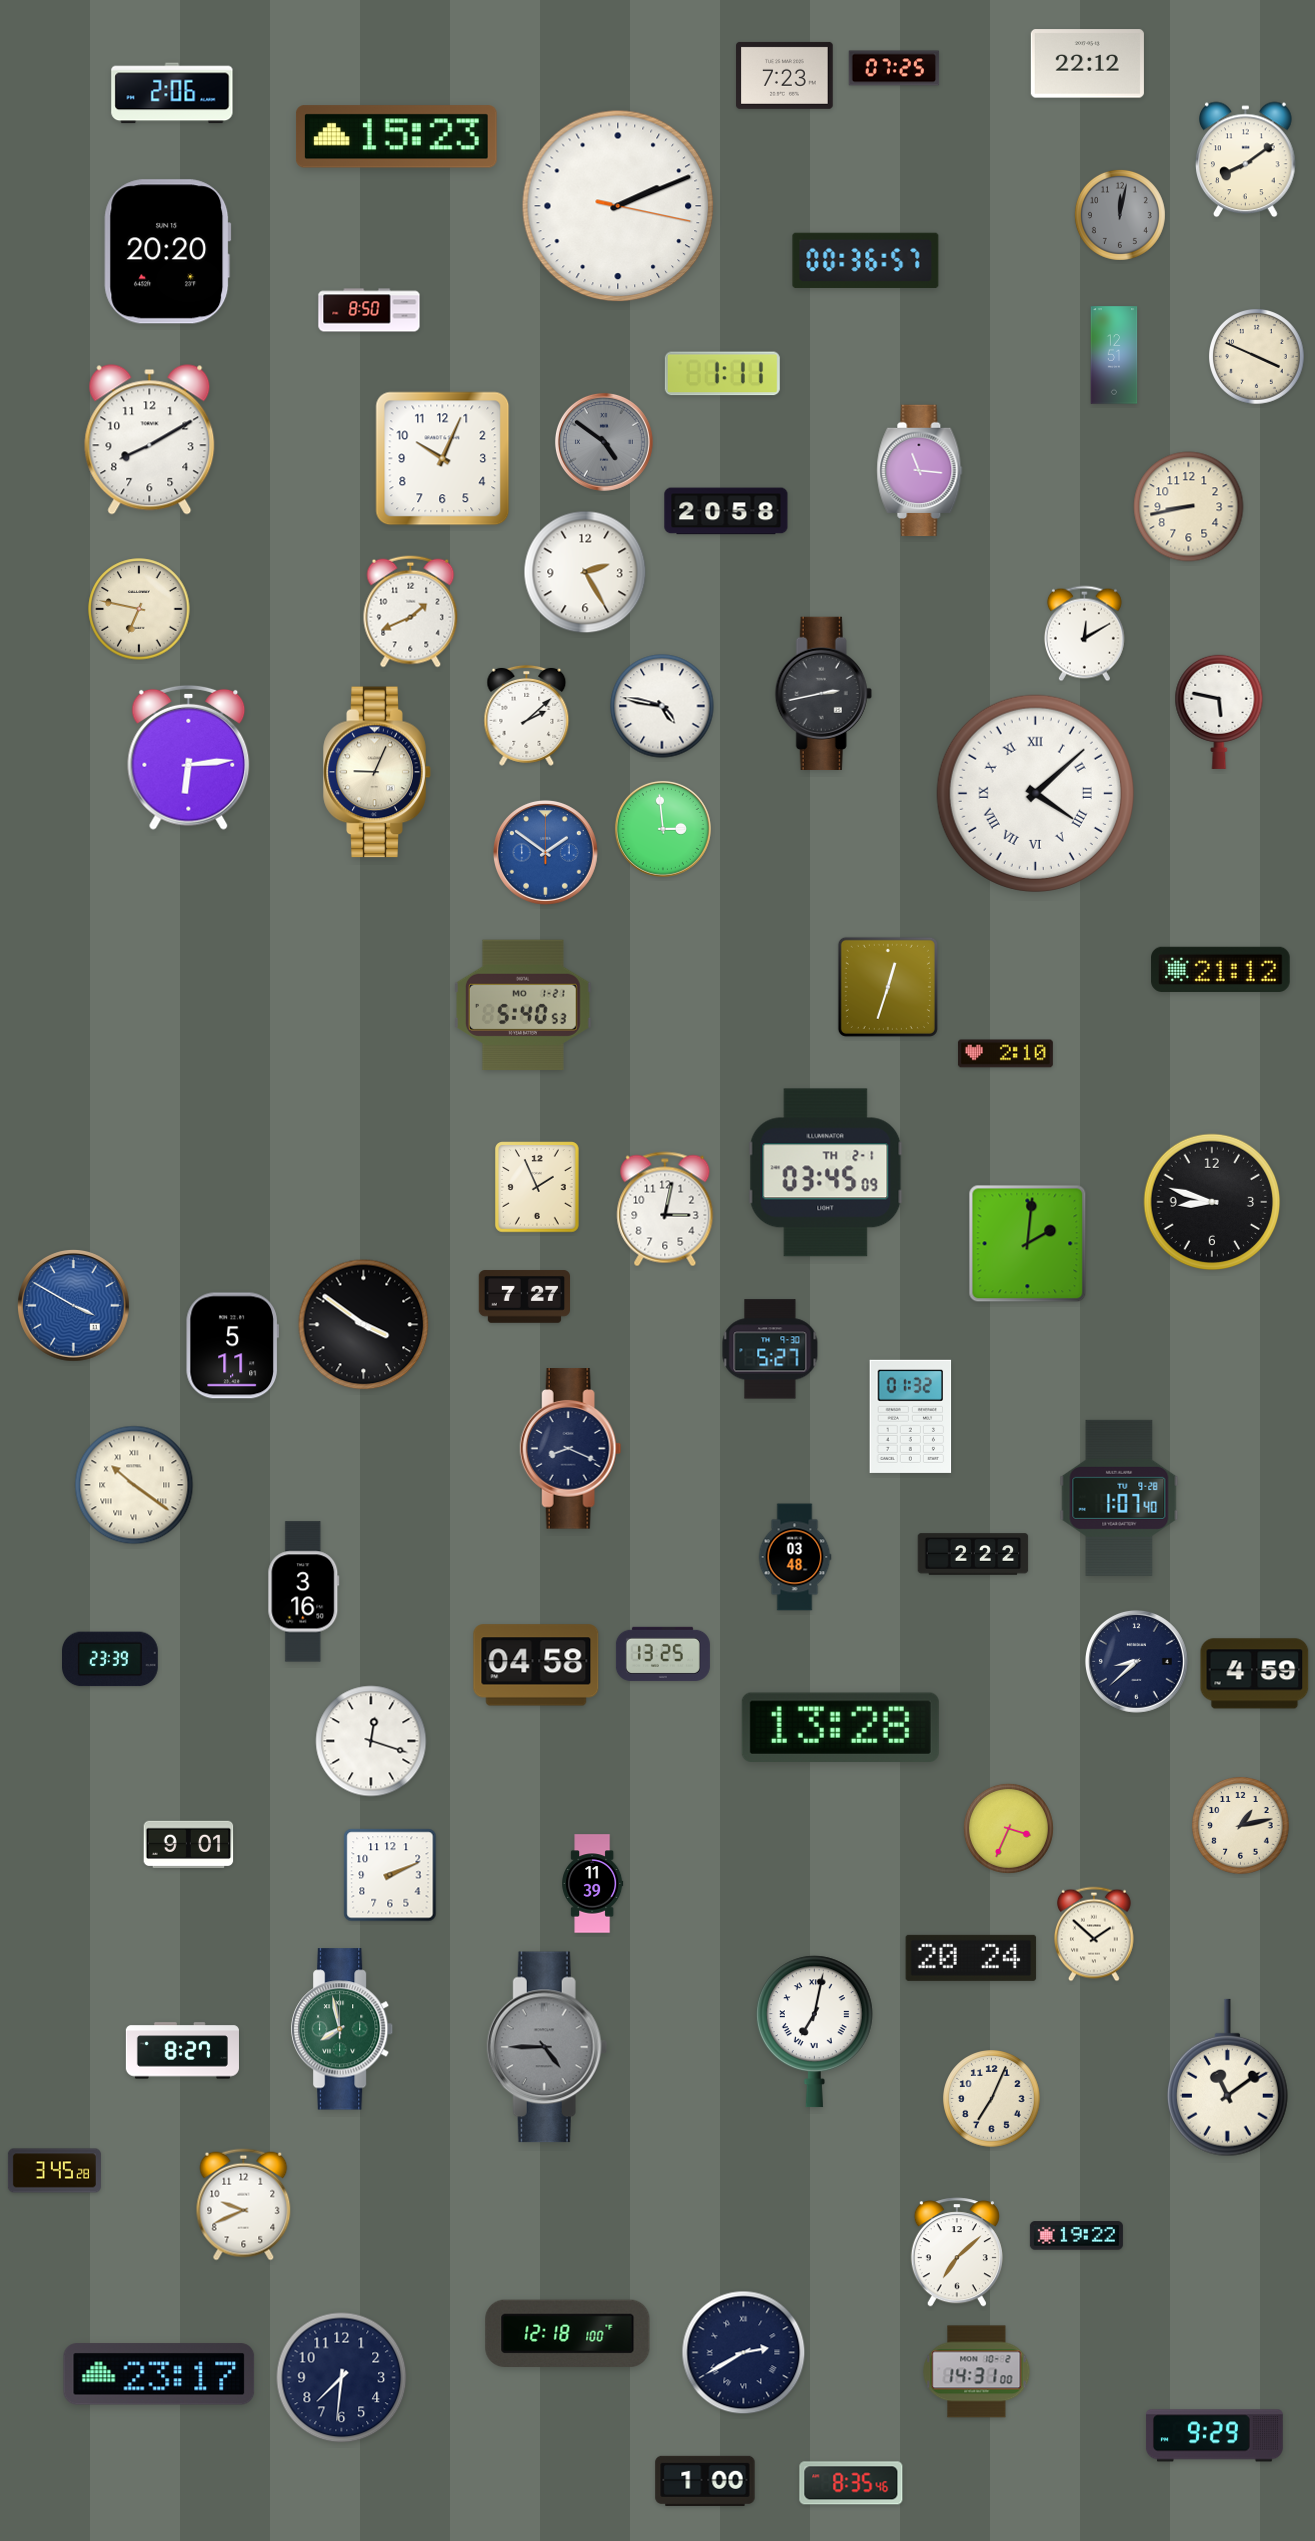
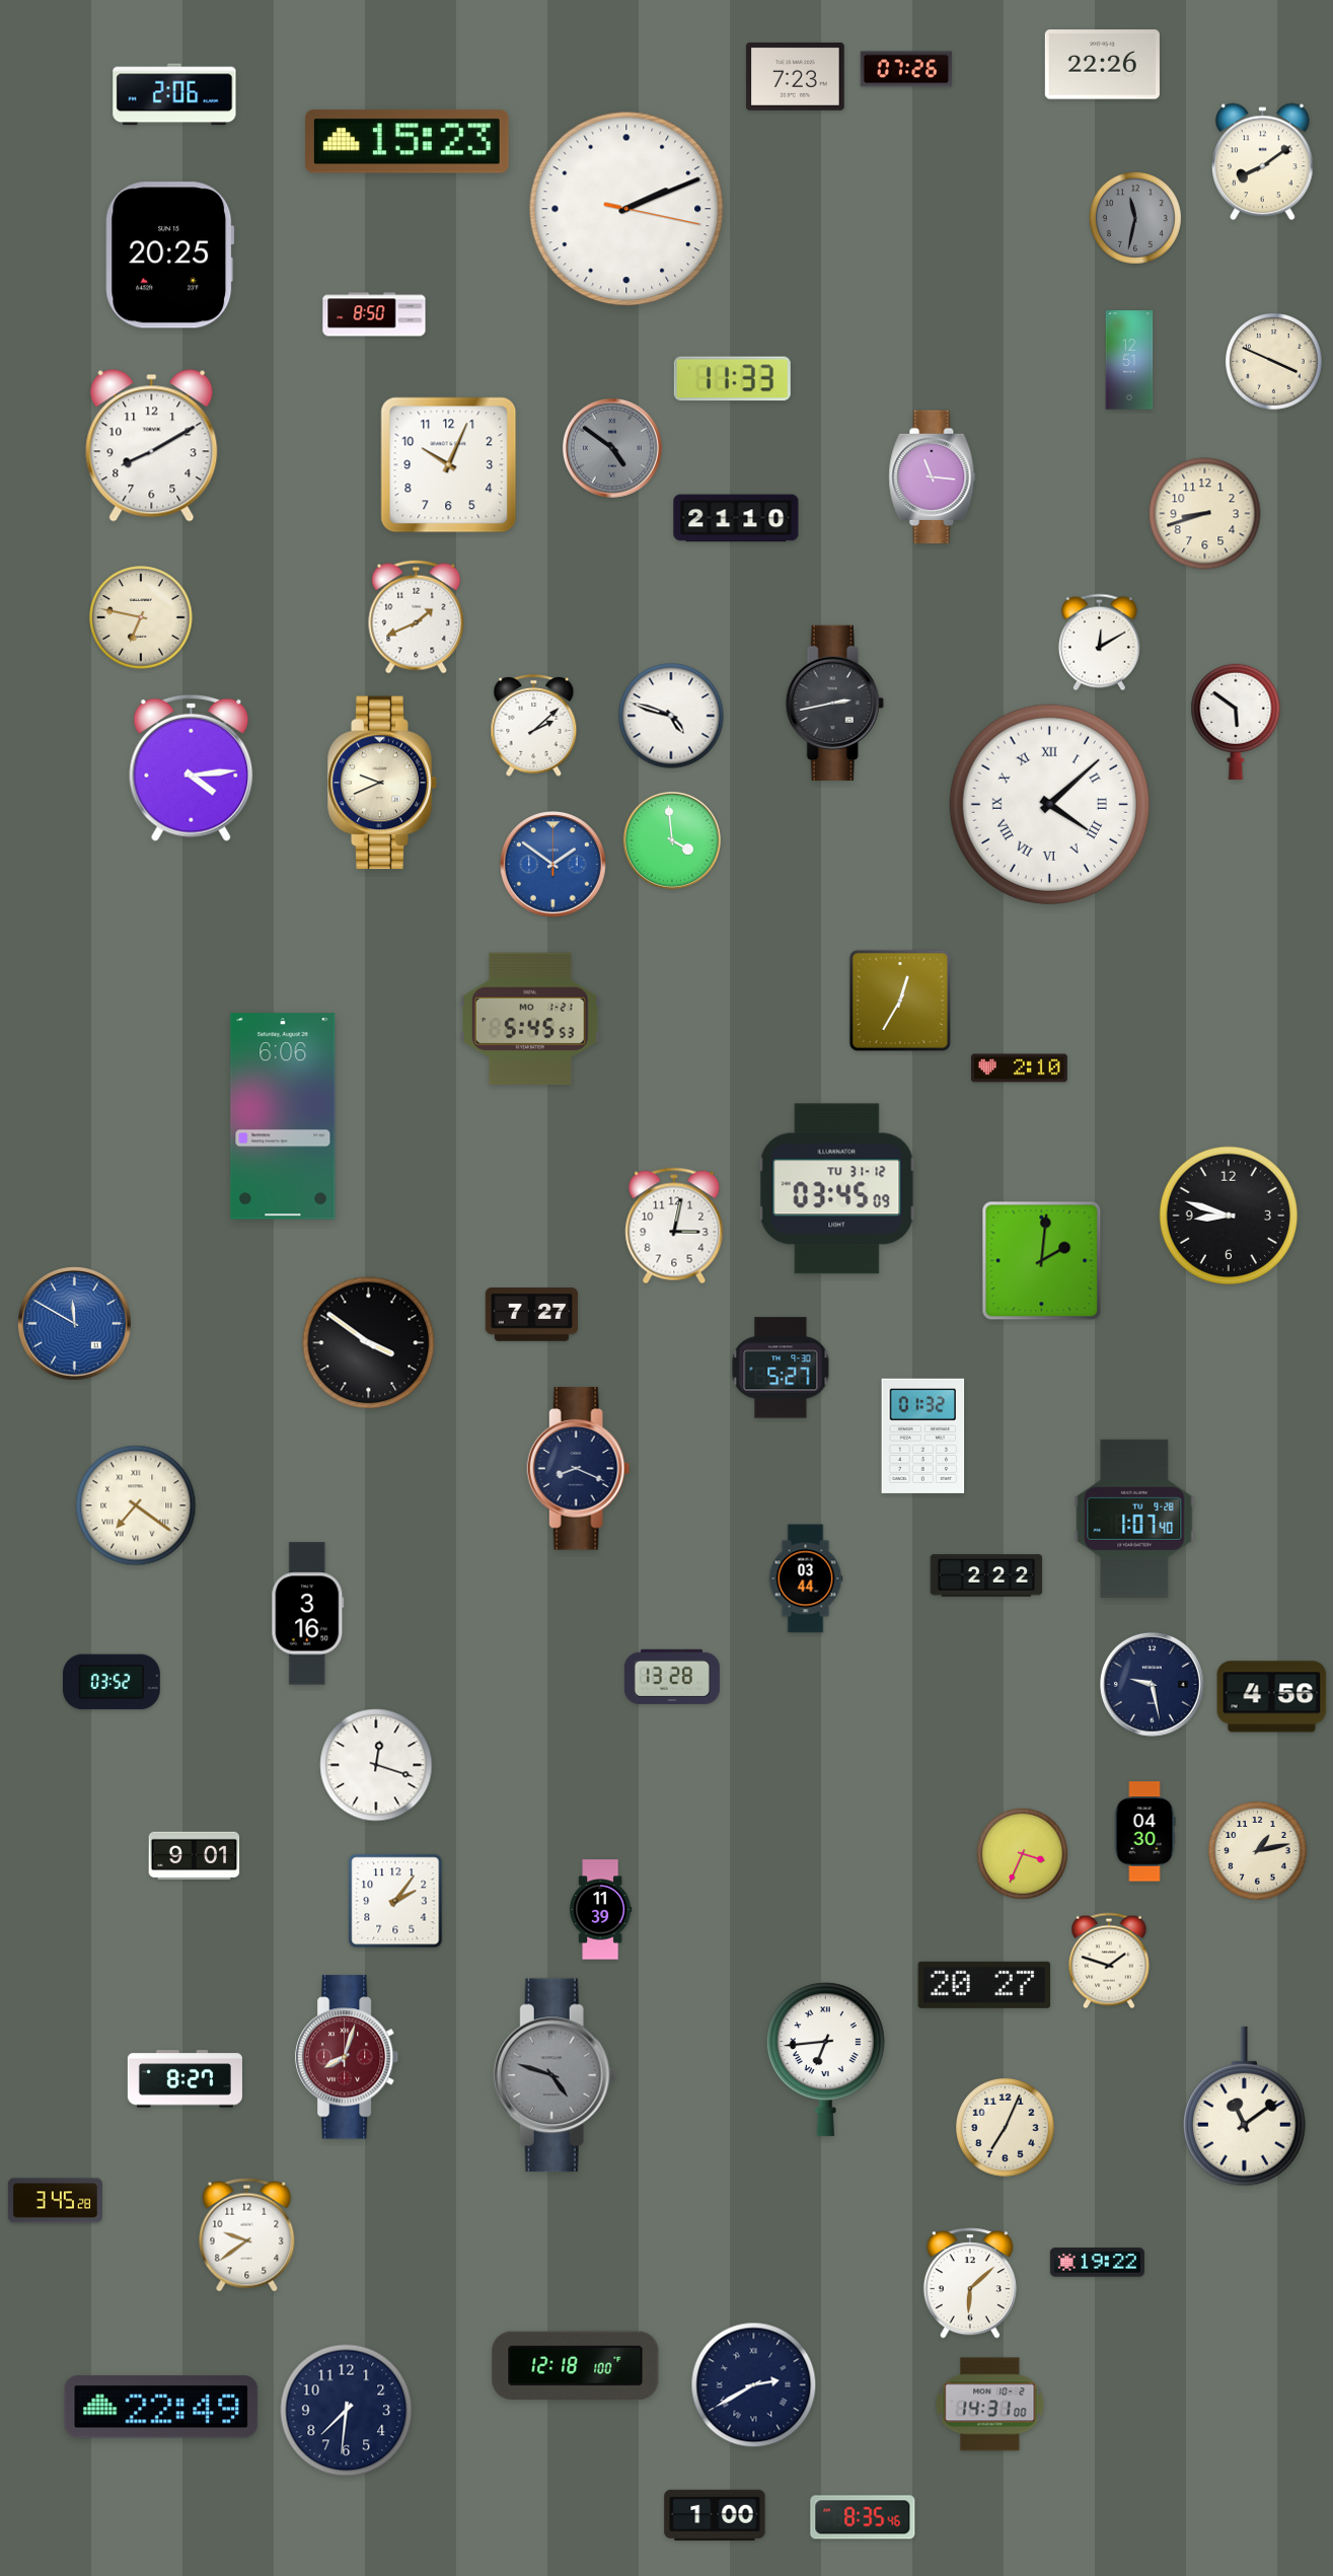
clock at (1087, 64): 22:12 -> 22:26
clock at (894, 68): 07:25 -> 07:26
clock at (396, 137) position: (396, 137) -> (406, 142)
clock at (1120, 215): 12:02 -> 11:32
clock at (168, 252): 20:20 -> 20:25
clock at (866, 261): 00:36 -> none
clock at (722, 374): 1:11 -> 11:33
clock at (1189, 507): 8:43 -> 8:42
clock at (726, 511): 20:58 -> 21:10
clock at (585, 572): 2:25 -> none
clock at (411, 612) position: (411, 612) -> (417, 617)
clock at (662, 706): 4:47 -> 4:48
clock at (1219, 712): 5:47 -> 5:51
clock at (189, 757): 6:14 -> 4:14
clock at (377, 772): 9:04 -> 9:41
clock at (663, 829): 2:59 -> 3:59
clock at (1221, 969): 21:12 -> none
clock at (888, 987): 12:33 -> 12:35
clock at (523, 1005): 5:40 -> 5:45
clock at (283, 1116): none -> 6:06
clock at (826, 1173) date: TH 2-1 -> TU 31-12
clock at (538, 1187): 1:56 -> none
clock at (1212, 1202) position: (1212, 1202) -> (1229, 1216)
clock at (74, 1306): 3:50 -> 11:50
clock at (232, 1346): 5:11 -> none
clock at (134, 1485): 10:21 -> 7:21
clock at (795, 1557): 03:48 -> 03:44
clock at (663, 1654): 13:25 -> 13:28
clock at (111, 1659): 23:39 -> 03:52
clock at (1136, 1661): 8:38 -> 9:28
clock at (536, 1665): 04:58 -> none
clock at (1255, 1674): 4:59 -> 4:56
clock at (840, 1727): 13:28 -> none
clock at (1144, 1832): none -> 04:30
clock at (189, 1844) position: (189, 1844) -> (195, 1855)
clock at (390, 1875): 2:11 -> 2:06
clock at (1095, 1934): 1:52 -> 1:48
clock at (971, 1958): 20:24 -> 20:27
clock at (343, 2029): 7:58 -> 8:03
clock at (343, 2029) dial: green -> burgundy
clock at (814, 2032): 7:02 -> 6:44
clock at (547, 2047): 4:45 -> 4:48
clock at (244, 2205): 9:41 -> 9:39
clock at (1076, 2236) position: (1076, 2236) -> (1097, 2263)
clock at (957, 2252): 7:08 -> 6:08
clock at (159, 2374): 23:17 -> 22:49
clock at (1214, 2436): 9:29 -> none
